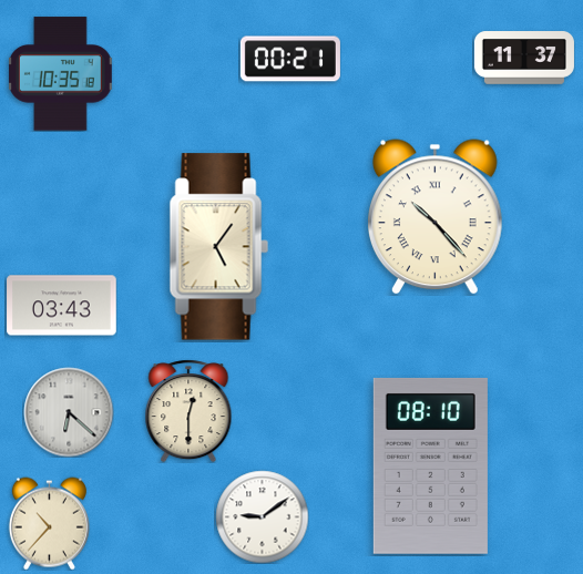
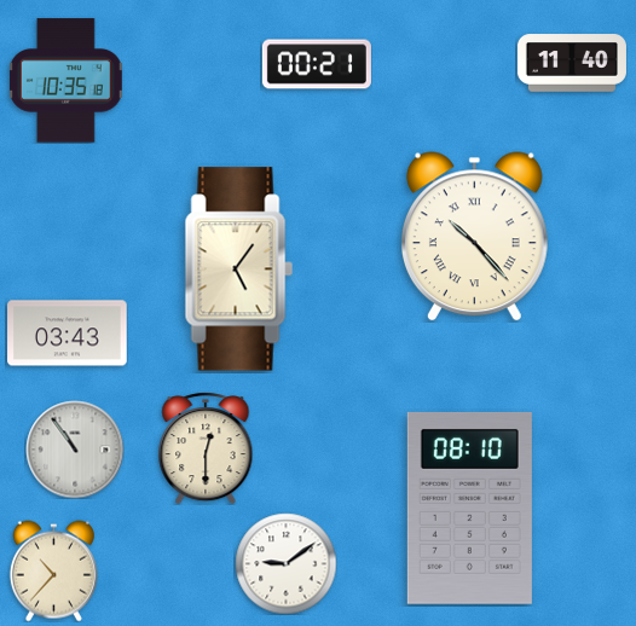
clock at (524, 58): 11:37 -> 11:40
clock at (69, 412): 6:22 -> 10:54
